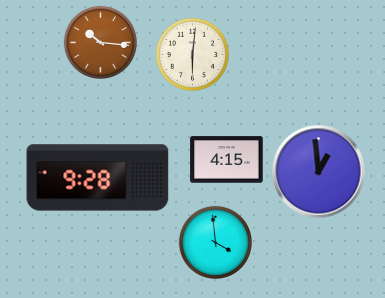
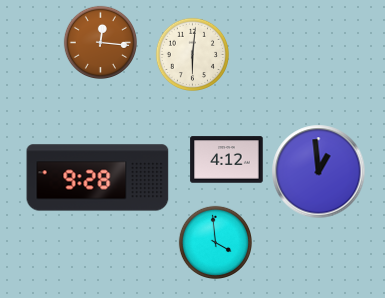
clock at (100, 42): 10:16 -> 12:16
clock at (227, 160): 4:15 -> 4:12
